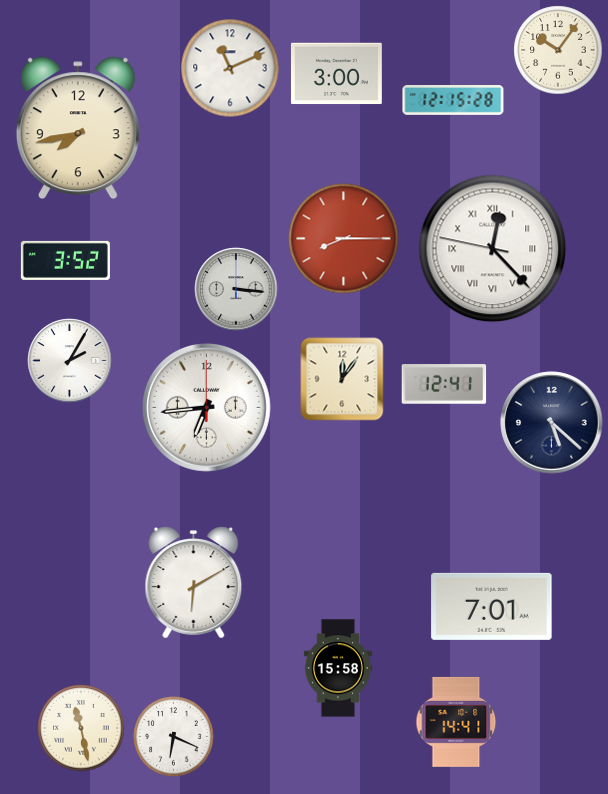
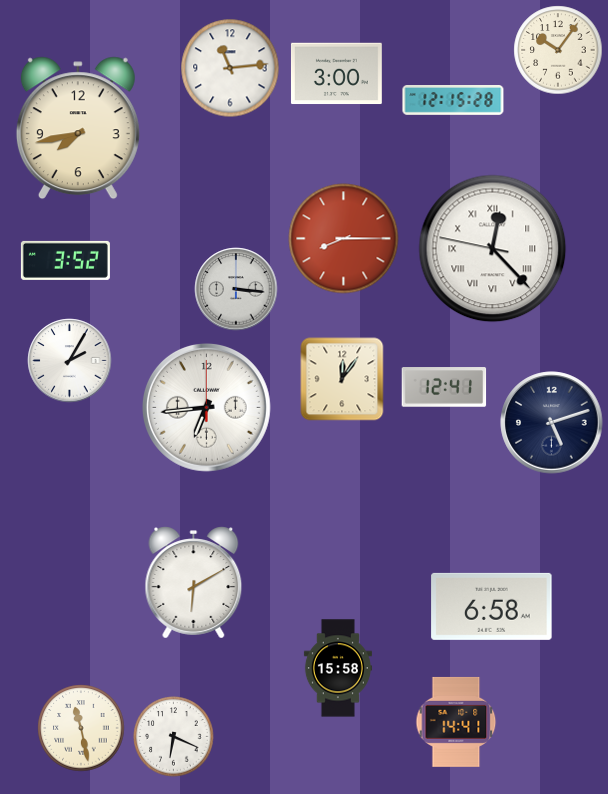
clock at (230, 68): 11:11 -> 11:14
clock at (444, 384) position: (444, 384) -> (444, 387)
clock at (552, 423): 5:22 -> 5:12
clock at (492, 606): 7:01 -> 6:58
